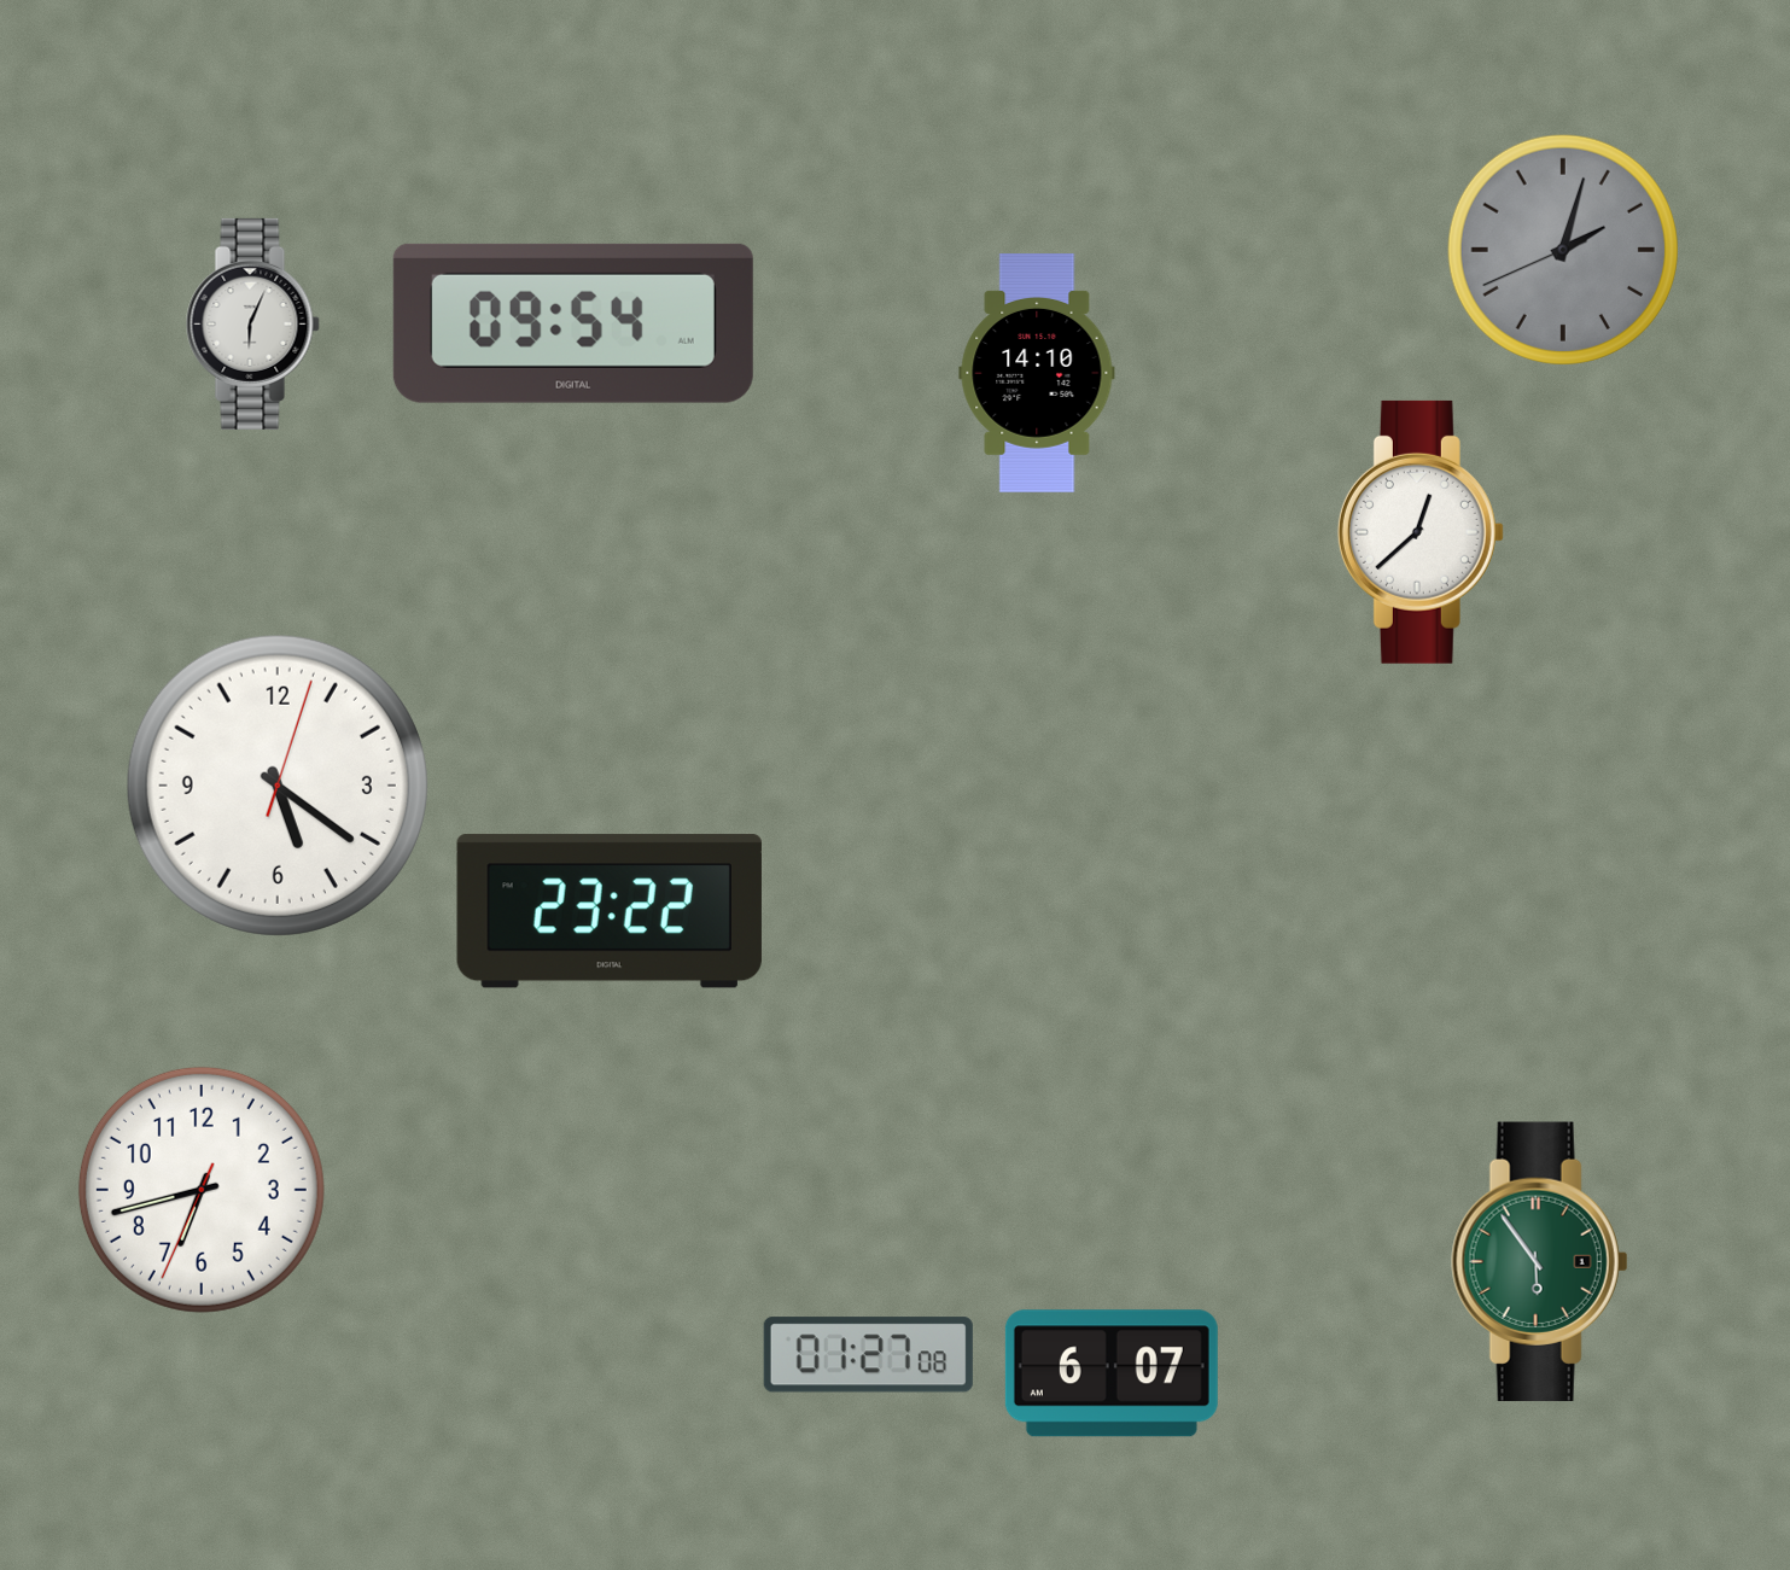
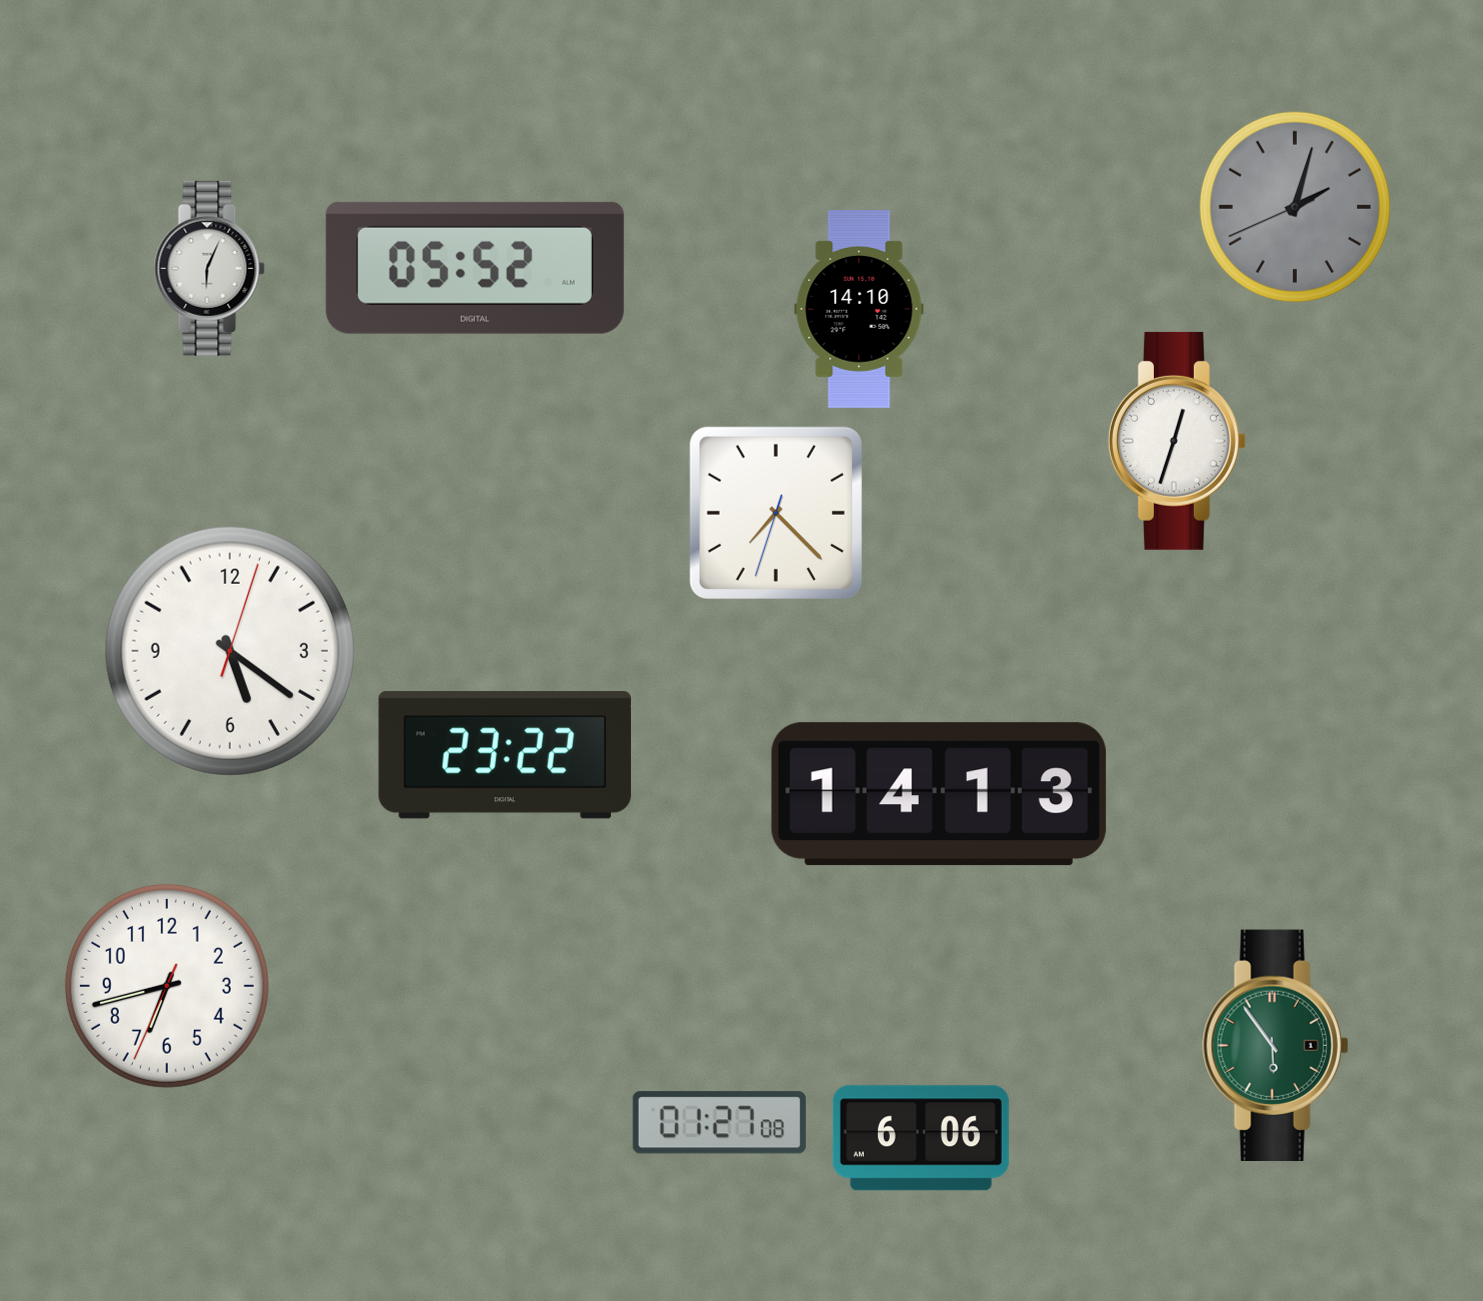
clock at (573, 323): 09:54 -> 05:52
clock at (1421, 532): 12:38 -> 12:33
clock at (776, 513): none -> 7:22
clock at (939, 794): none -> 14:13
clock at (1112, 1373): 6:07 -> 6:06
